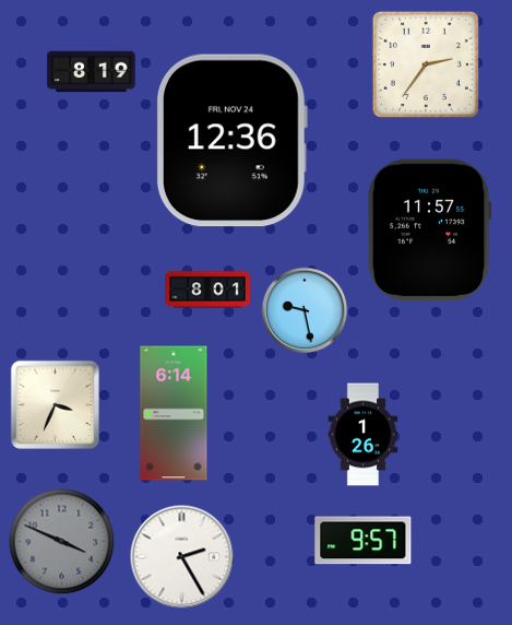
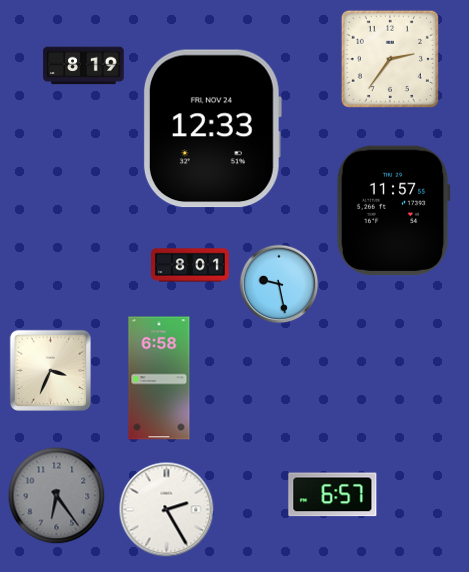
clock at (231, 141): 12:36 -> 12:33
clock at (174, 413): 6:14 -> 6:58
clock at (364, 435): 1:26 -> none
clock at (364, 541): 9:57 -> 6:57
clock at (62, 542): 3:49 -> 6:24
